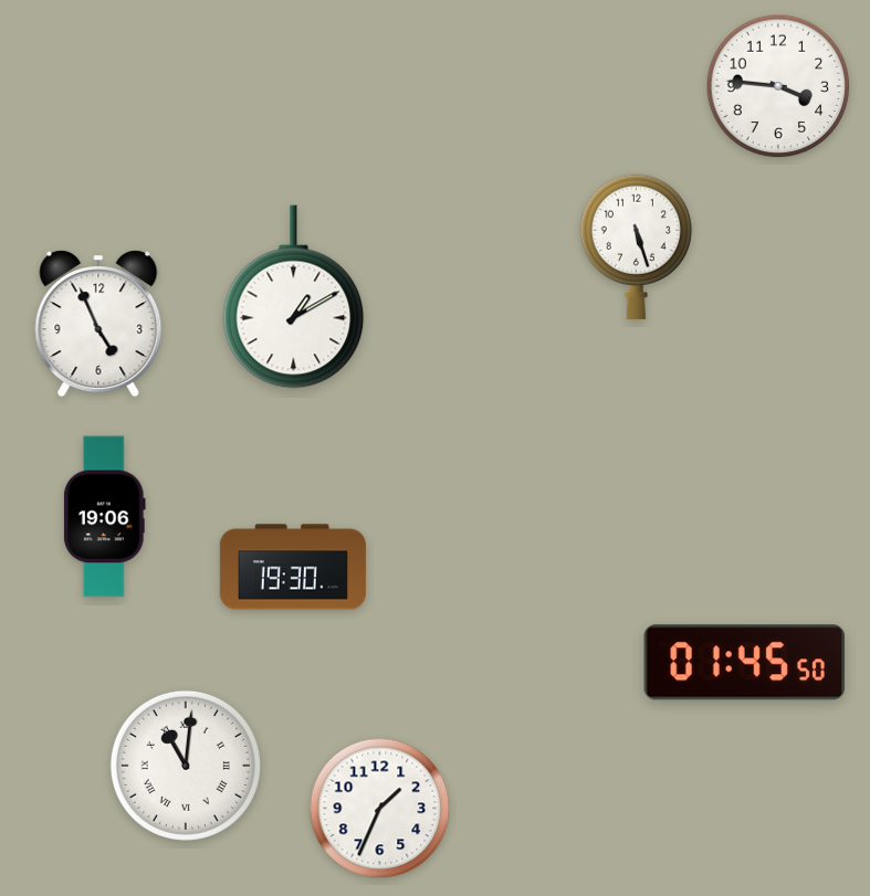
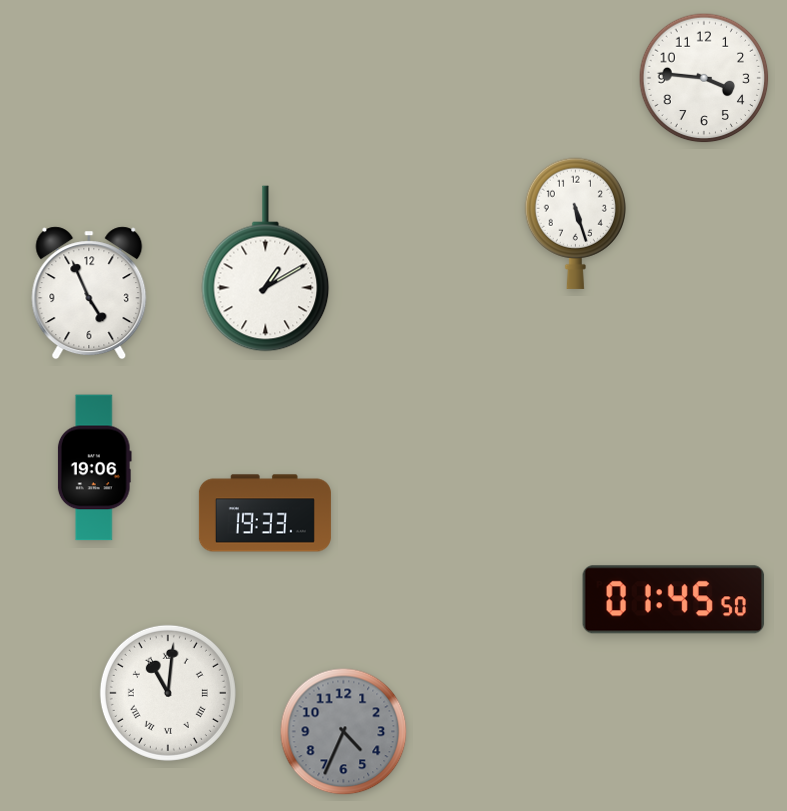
clock at (293, 567): 19:30 -> 19:33
clock at (380, 809): 1:34 -> 4:34
clock at (380, 809) dial: white -> grey
